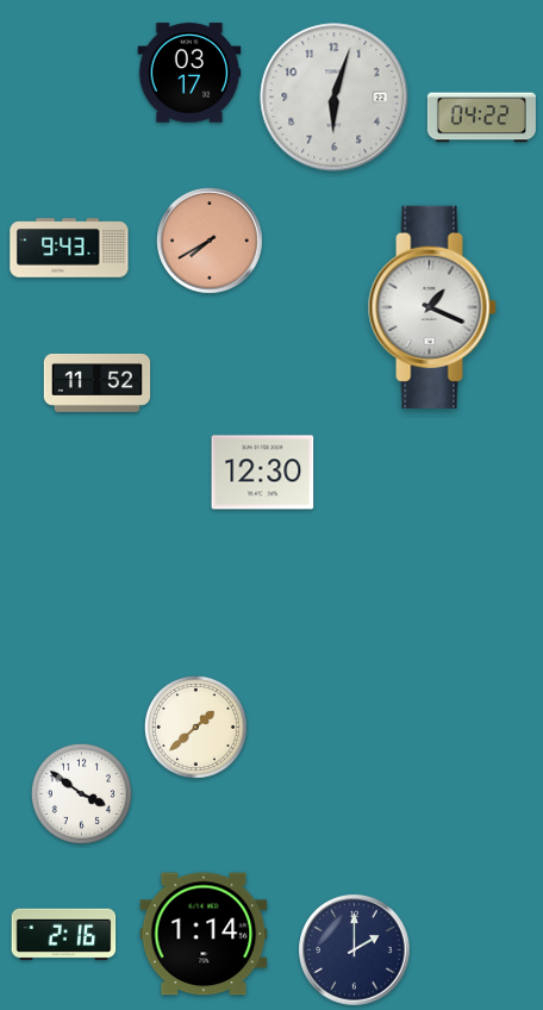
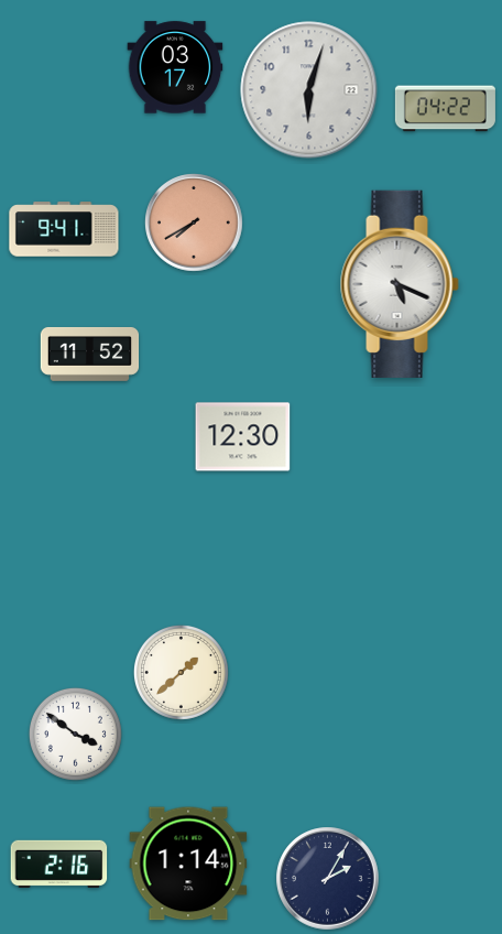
clock at (69, 248): 9:43 -> 9:41
clock at (432, 307): 1:19 -> 5:19
clock at (355, 950): 2:00 -> 2:05
